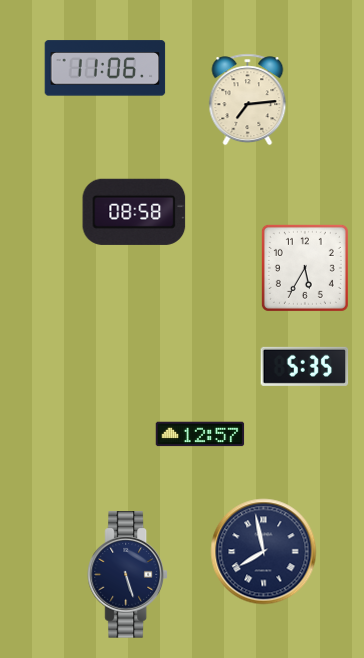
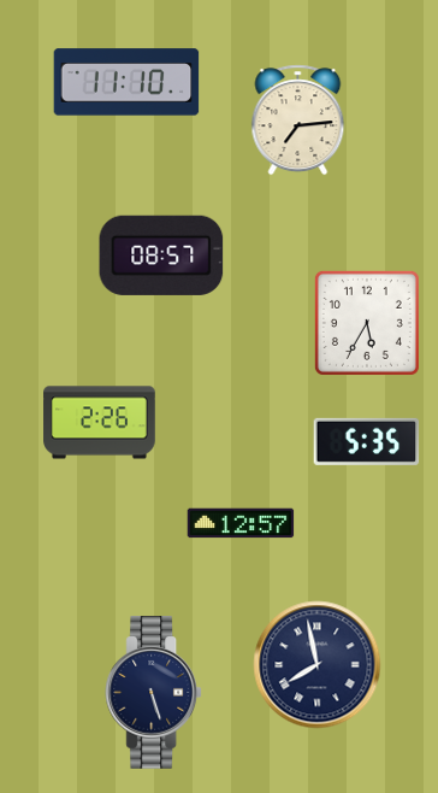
clock at (105, 68): 11:06 -> 11:10
clock at (134, 212): 08:58 -> 08:57
clock at (100, 423): none -> 2:26
